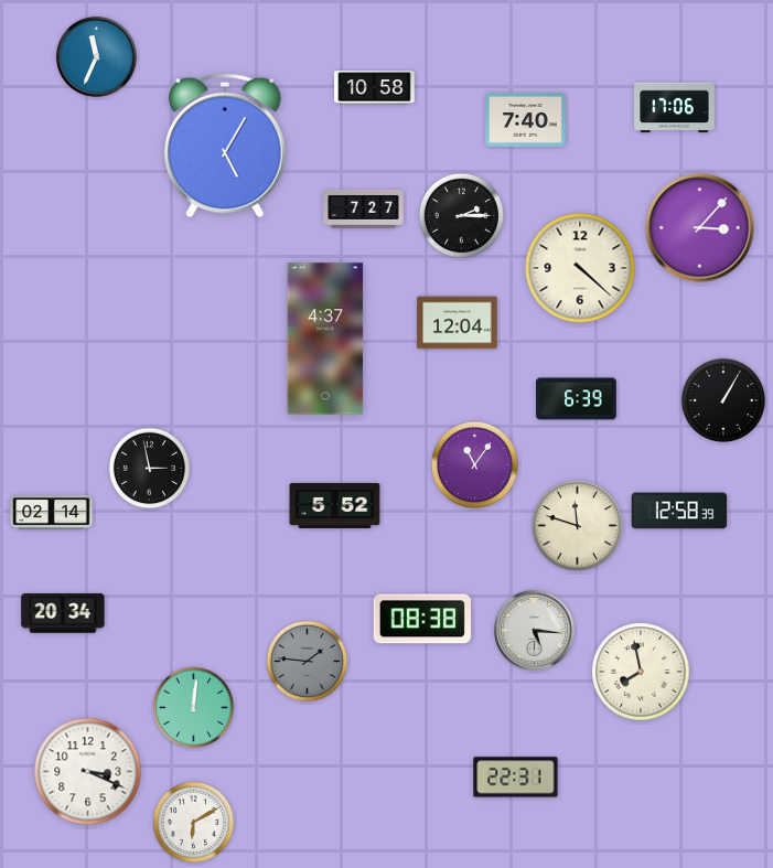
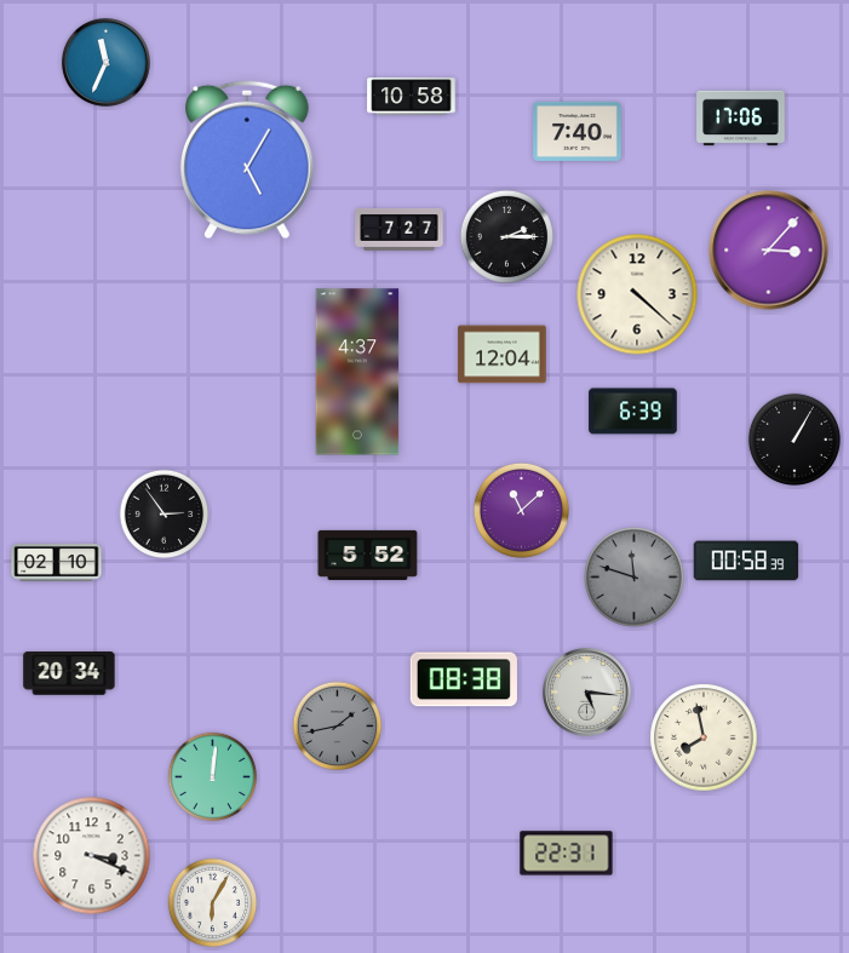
clock at (577, 399) position: (577, 399) -> (633, 412)
clock at (474, 464): 11:06 -> 11:08
clock at (150, 469): 2:58 -> 2:54
clock at (679, 511): 12:58 -> 00:58
clock at (52, 513): 02:14 -> 02:10
clock at (577, 525) dial: cream -> grey
clock at (308, 662): 1:46 -> 1:43
clock at (88, 772) position: (88, 772) -> (92, 856)
clock at (194, 823): 6:10 -> 6:05
